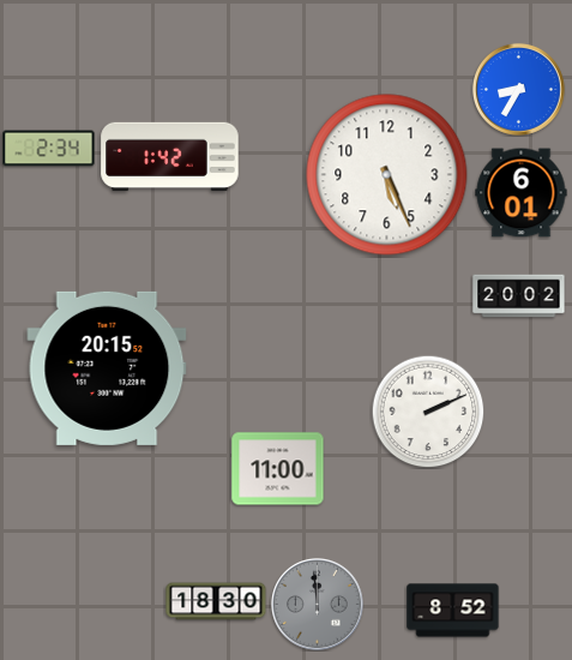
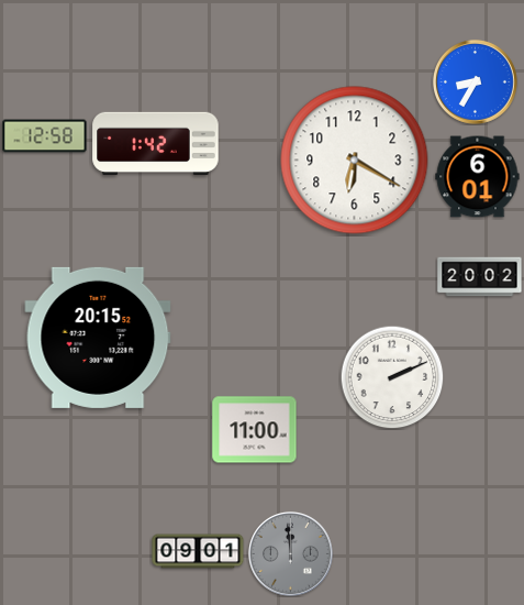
clock at (49, 149): 2:34 -> 12:58
clock at (387, 175): 5:26 -> 6:20
clock at (519, 296) position: (519, 296) -> (480, 277)
clock at (216, 601): 18:30 -> 09:01
clock at (453, 611): 8:52 -> none
